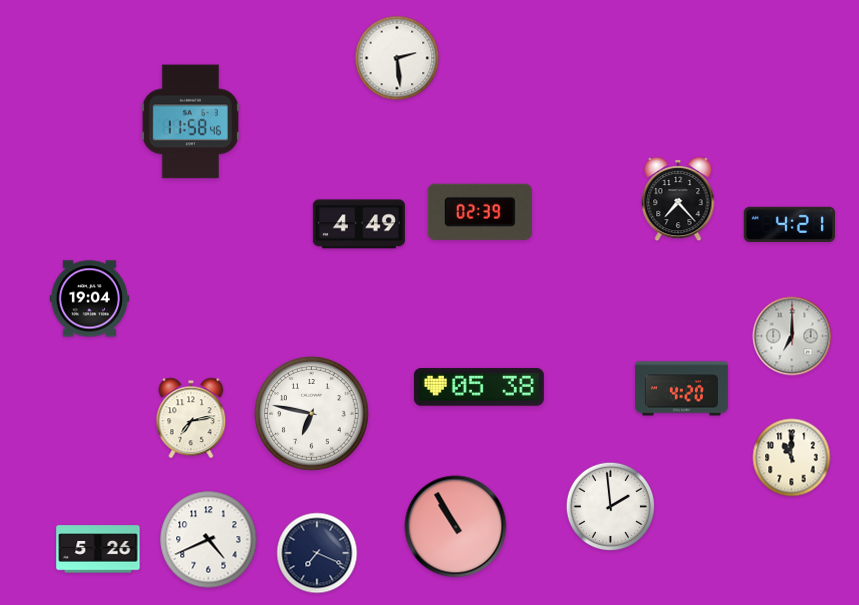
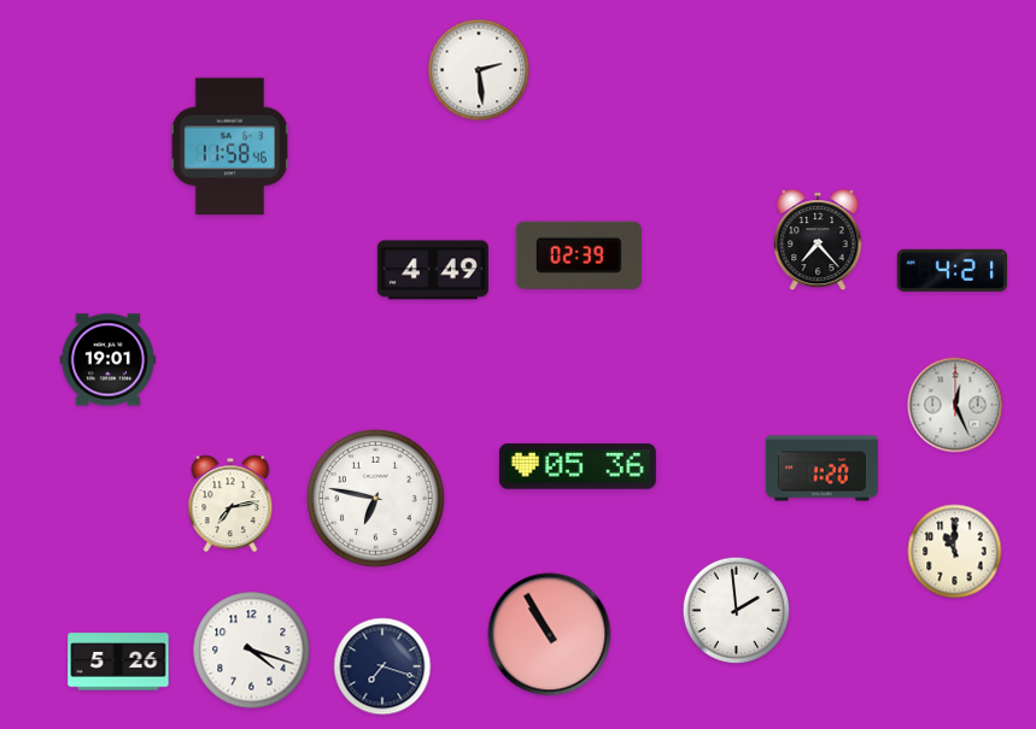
clock at (89, 299): 19:04 -> 19:01
clock at (792, 336): 7:00 -> 12:26
clock at (479, 387): 05:38 -> 05:36
clock at (681, 389): 4:20 -> 1:20
clock at (209, 540): 4:41 -> 4:18
clock at (317, 553): 7:19 -> 7:18
